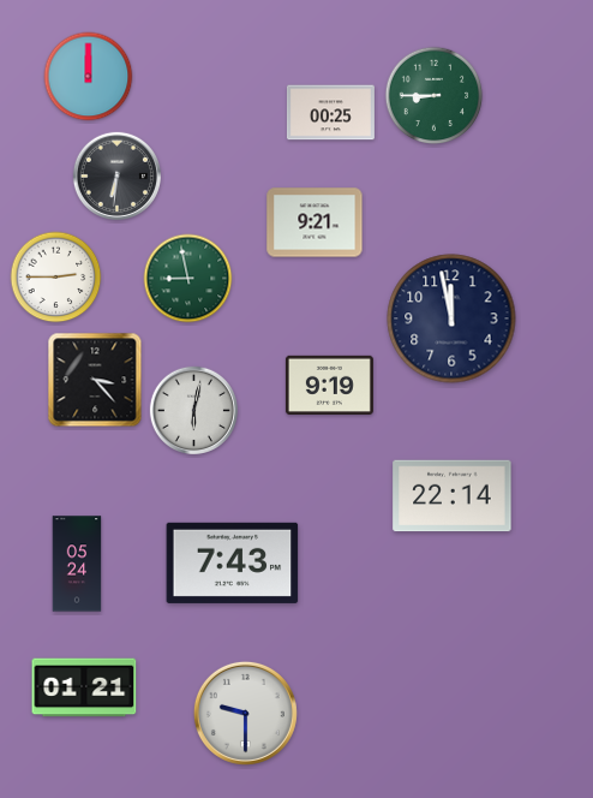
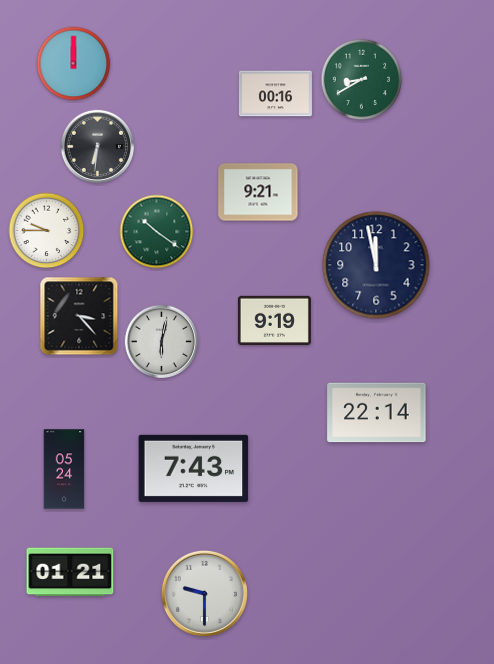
clock at (435, 96): 8:45 -> 8:40
clock at (330, 113): 00:25 -> 00:16
clock at (315, 222) position: (315, 222) -> (258, 192)
clock at (56, 278): 2:45 -> 9:45
clock at (188, 279): 8:58 -> 10:21
